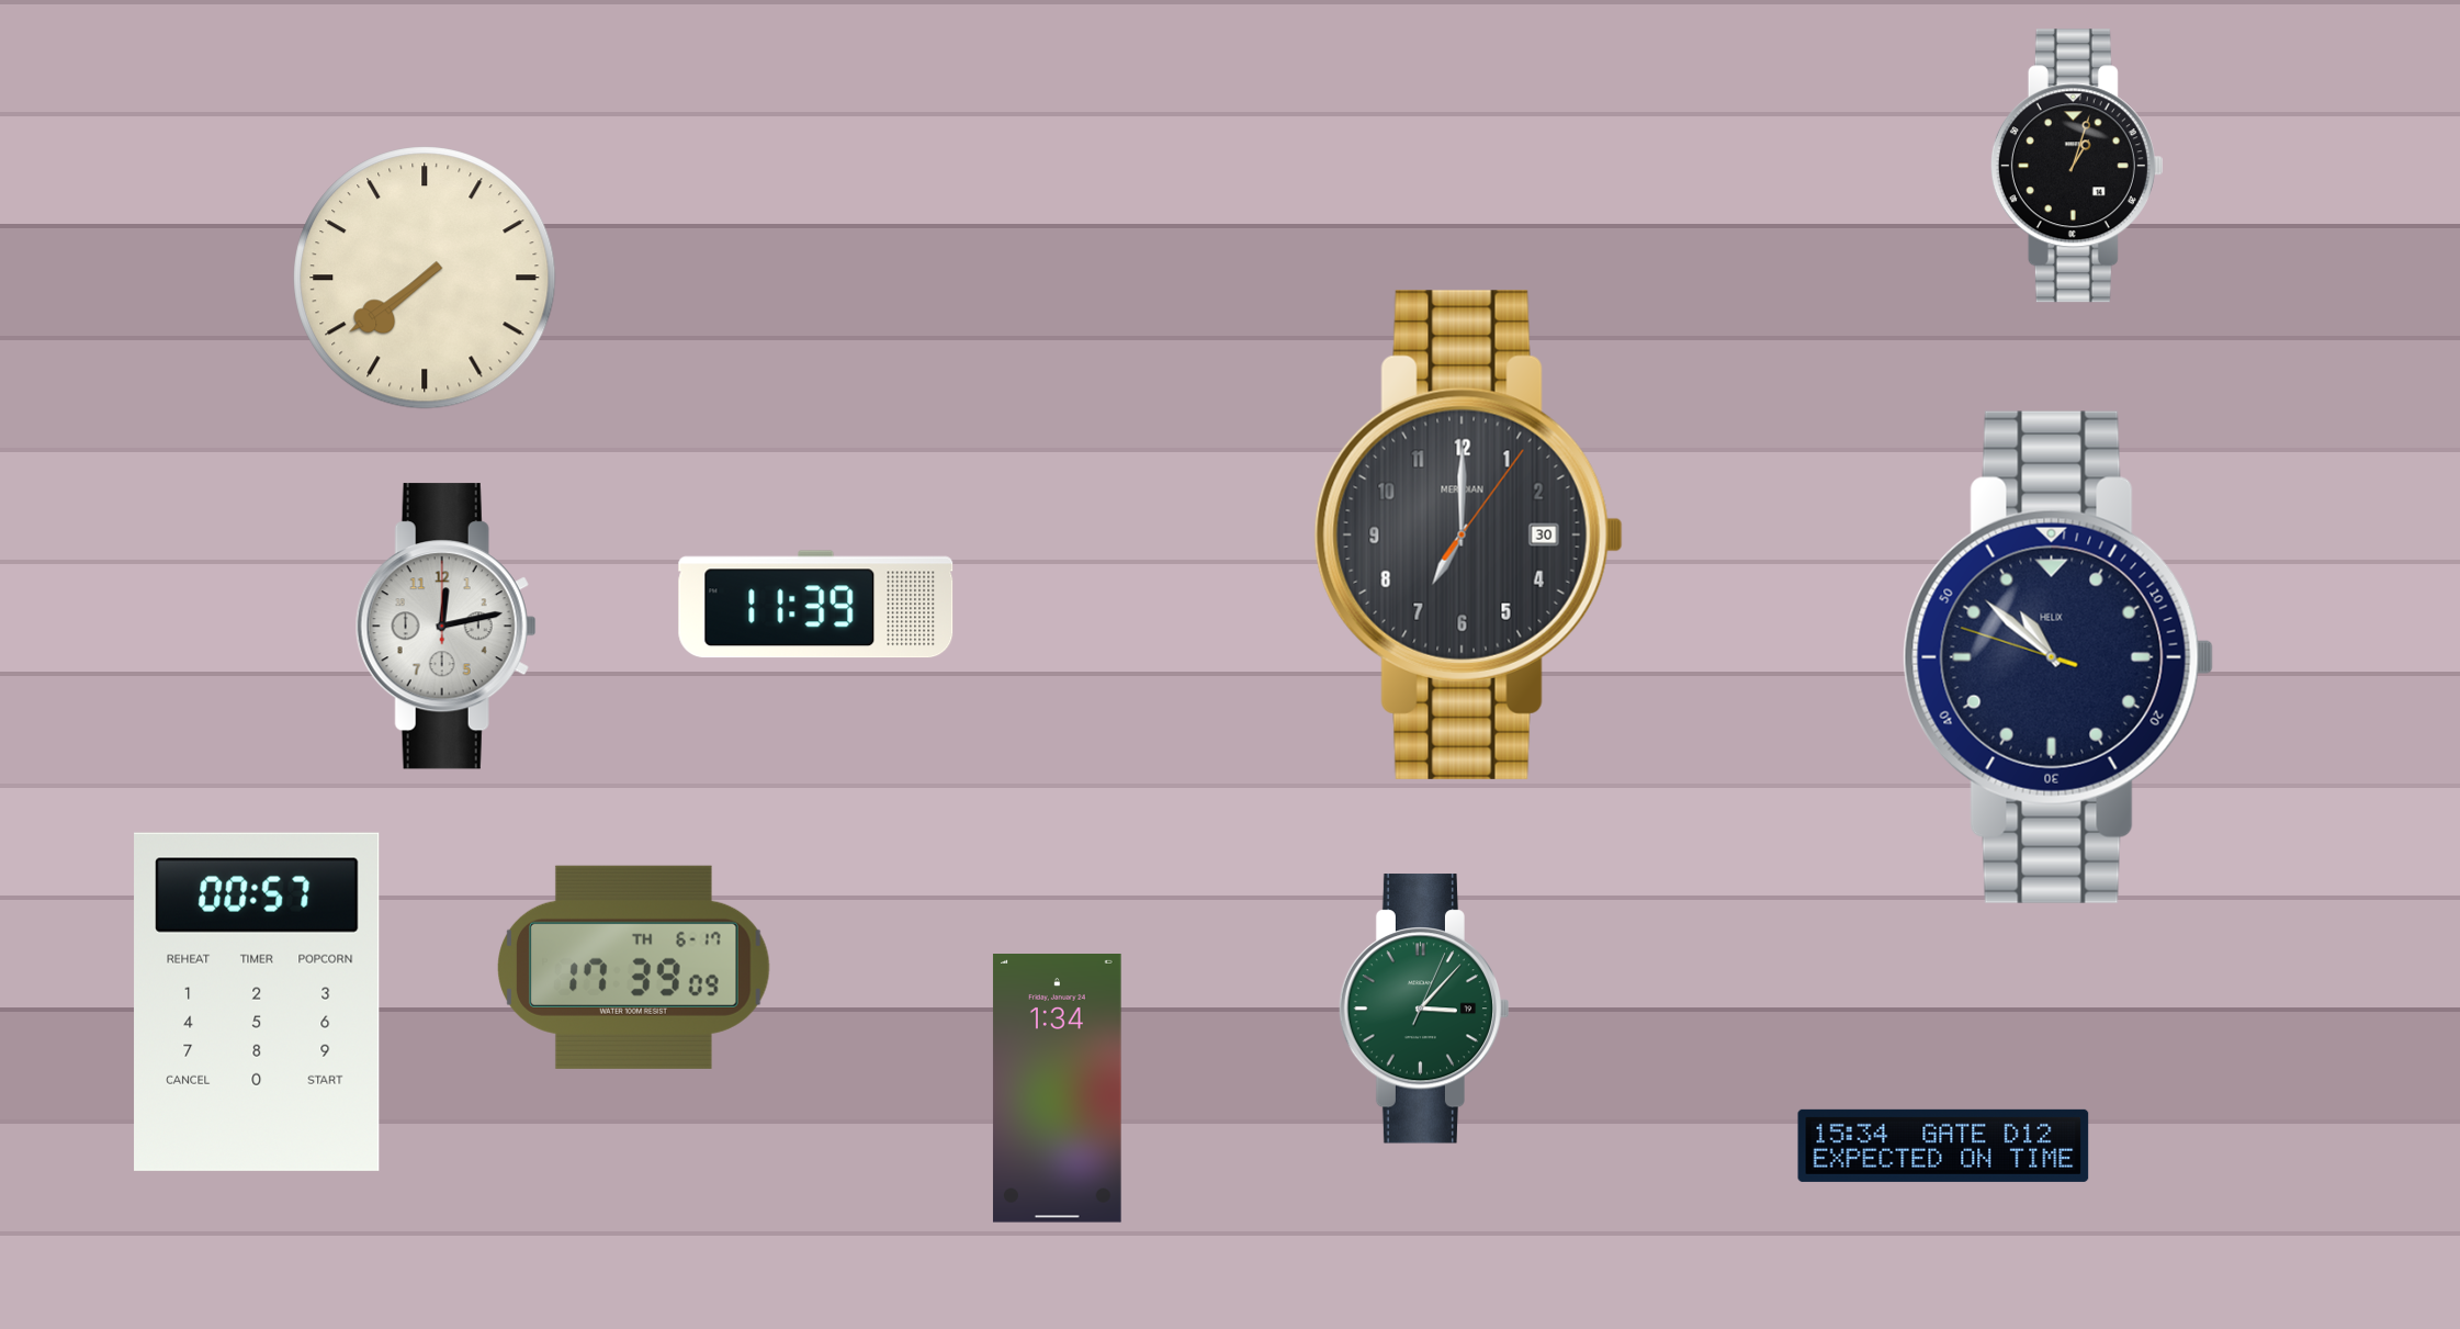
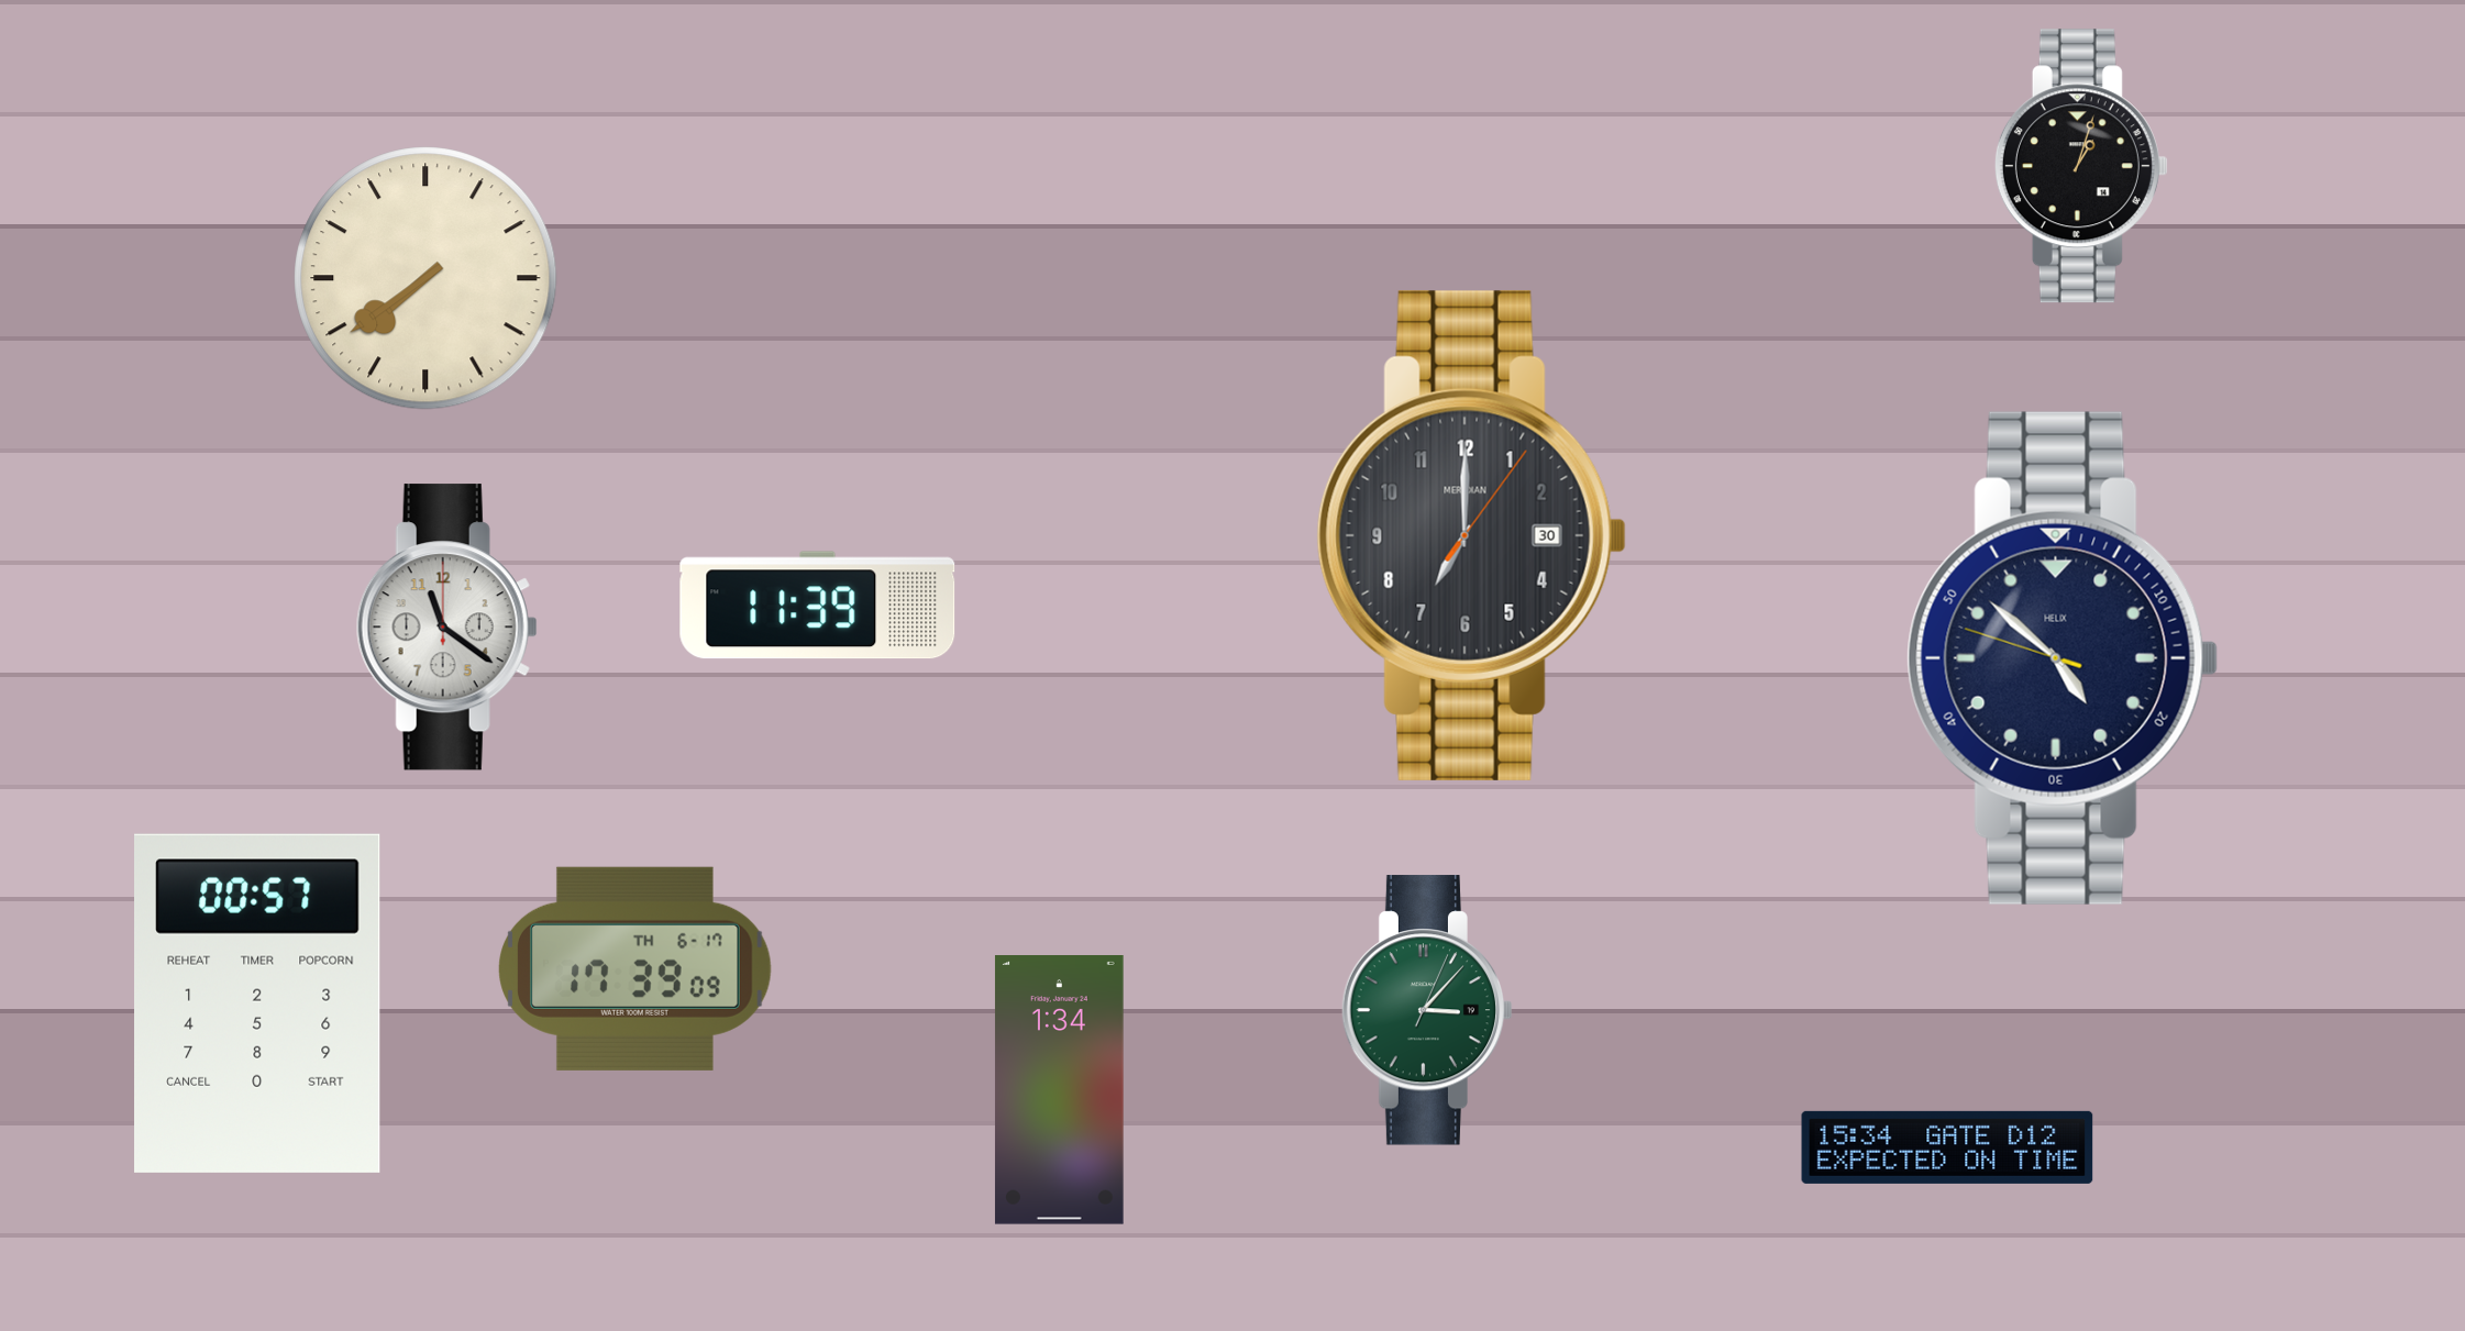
clock at (445, 627): 12:13 -> 11:21
clock at (2058, 657): 10:51 -> 4:51
